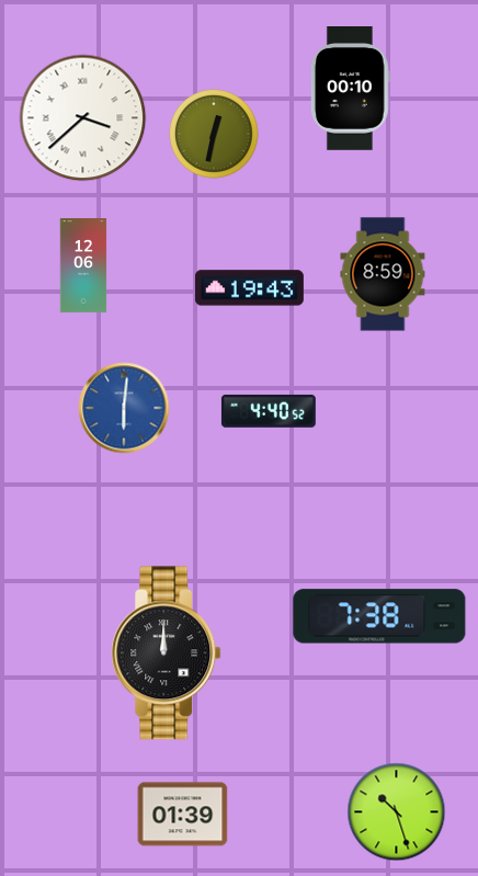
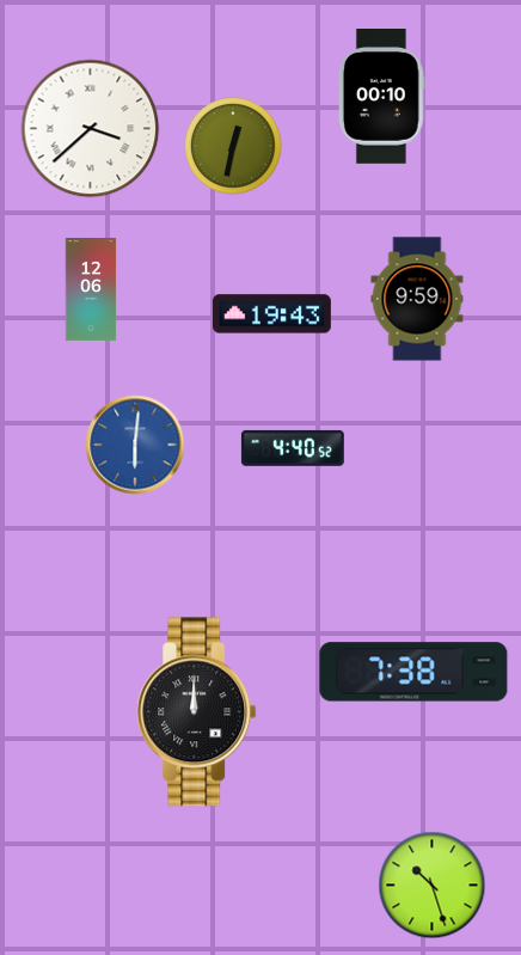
clock at (383, 274): 8:59 -> 9:59
clock at (167, 653) position: (167, 653) -> (197, 712)
clock at (183, 815): 01:39 -> none
